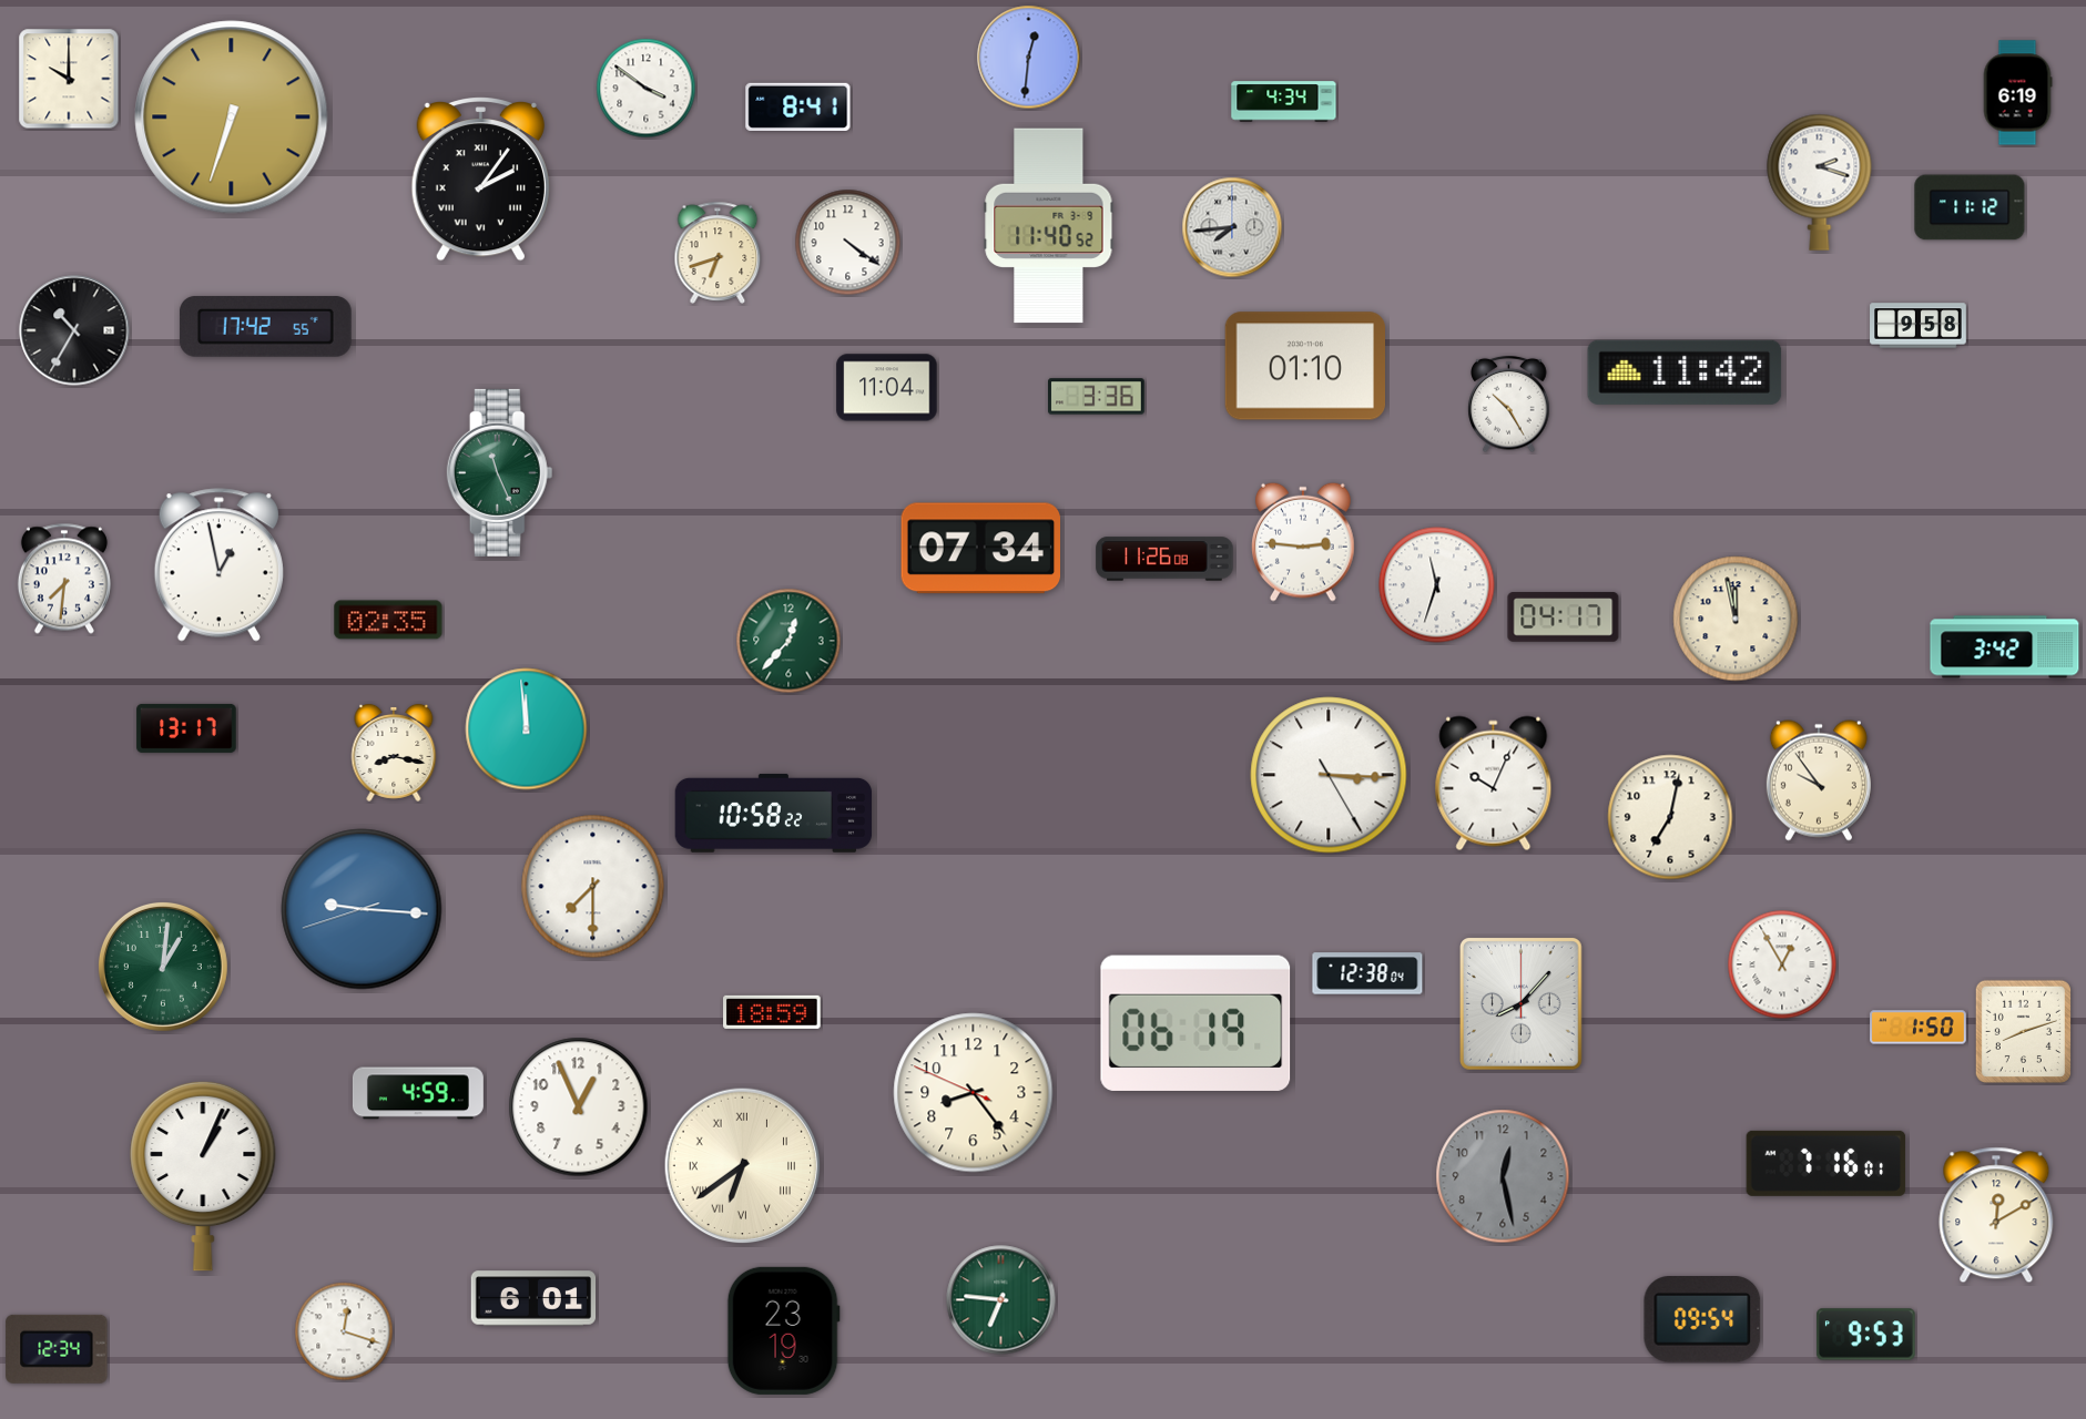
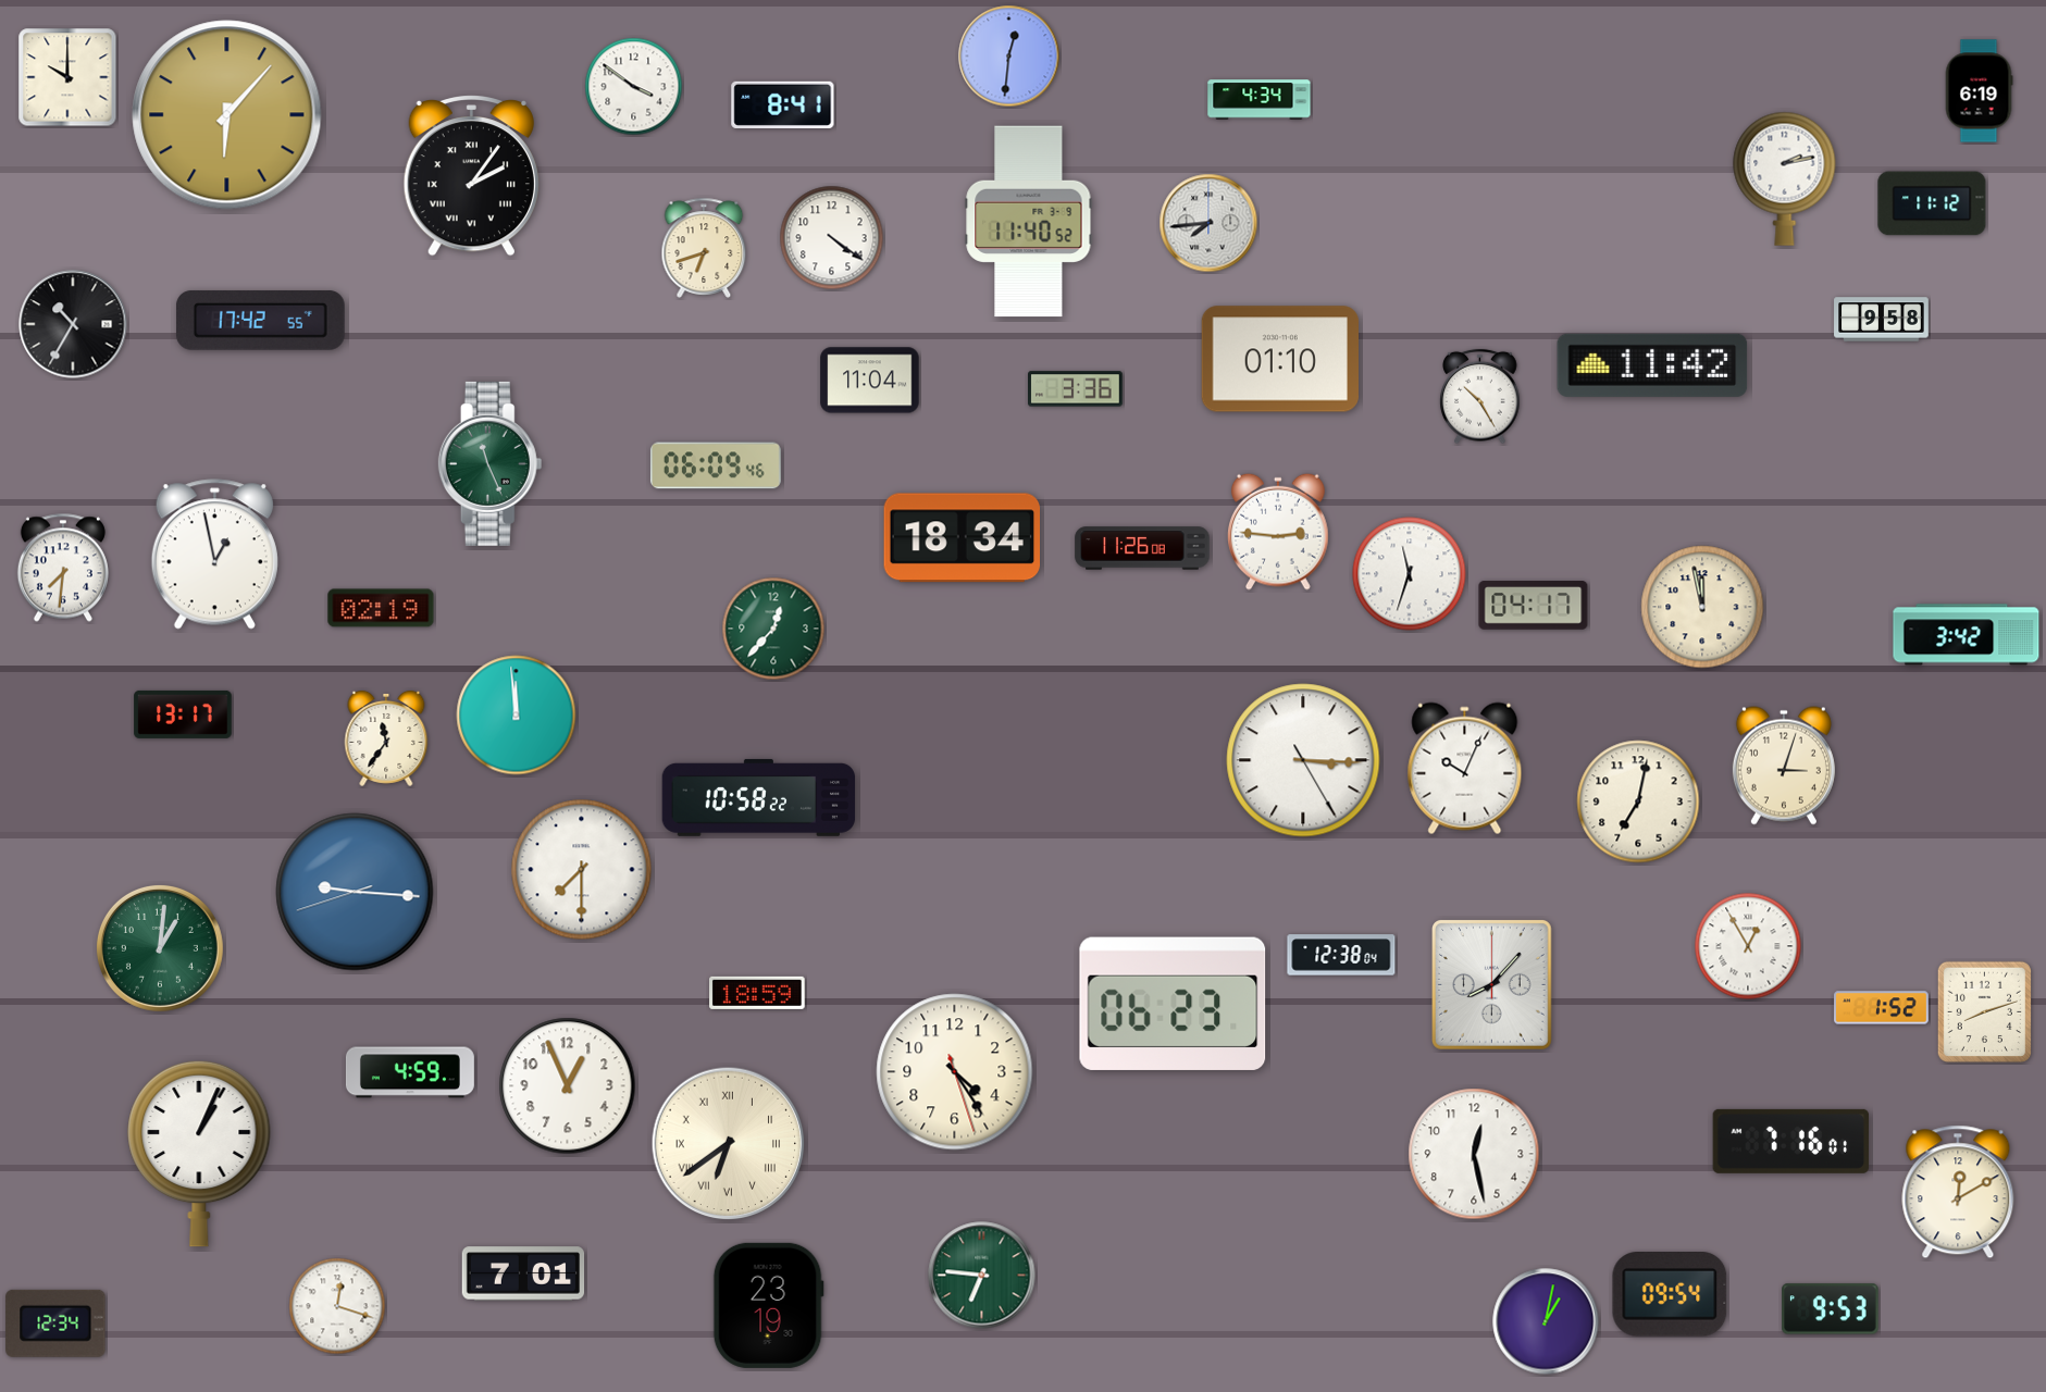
clock at (232, 118): 6:33 -> 6:07
clock at (1820, 182): 2:18 -> 2:13
clock at (716, 465): none -> 06:09
clock at (980, 549): 07:34 -> 18:34
clock at (388, 620): 02:35 -> 02:19
clock at (394, 753): 8:17 -> 11:36
clock at (1819, 780): 9:54 -> 3:03
clock at (1195, 1023): 06:19 -> 06:23
clock at (1919, 1028): 1:50 -> 1:52
clock at (974, 1093): 8:23 -> 4:24
clock at (1503, 1176) dial: grey -> white
clock at (533, 1298): 6:01 -> 7:01
clock at (1546, 1321): none -> 1:02
